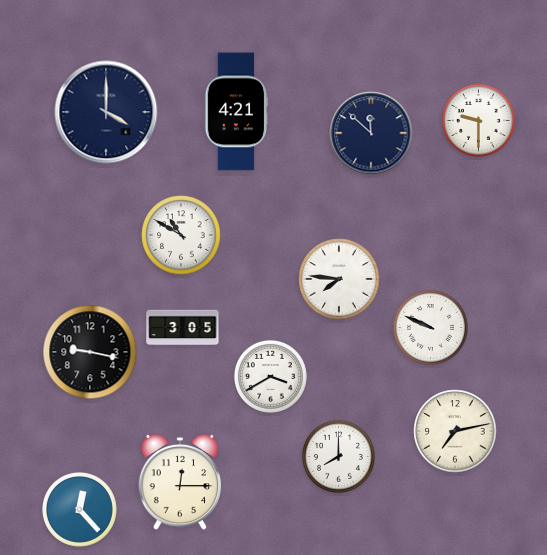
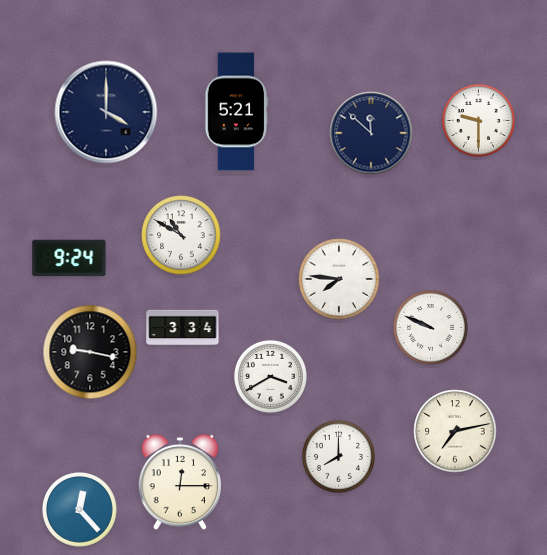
clock at (235, 112): 4:21 -> 5:21
clock at (69, 258): none -> 9:24
clock at (183, 328): 3:05 -> 3:34
